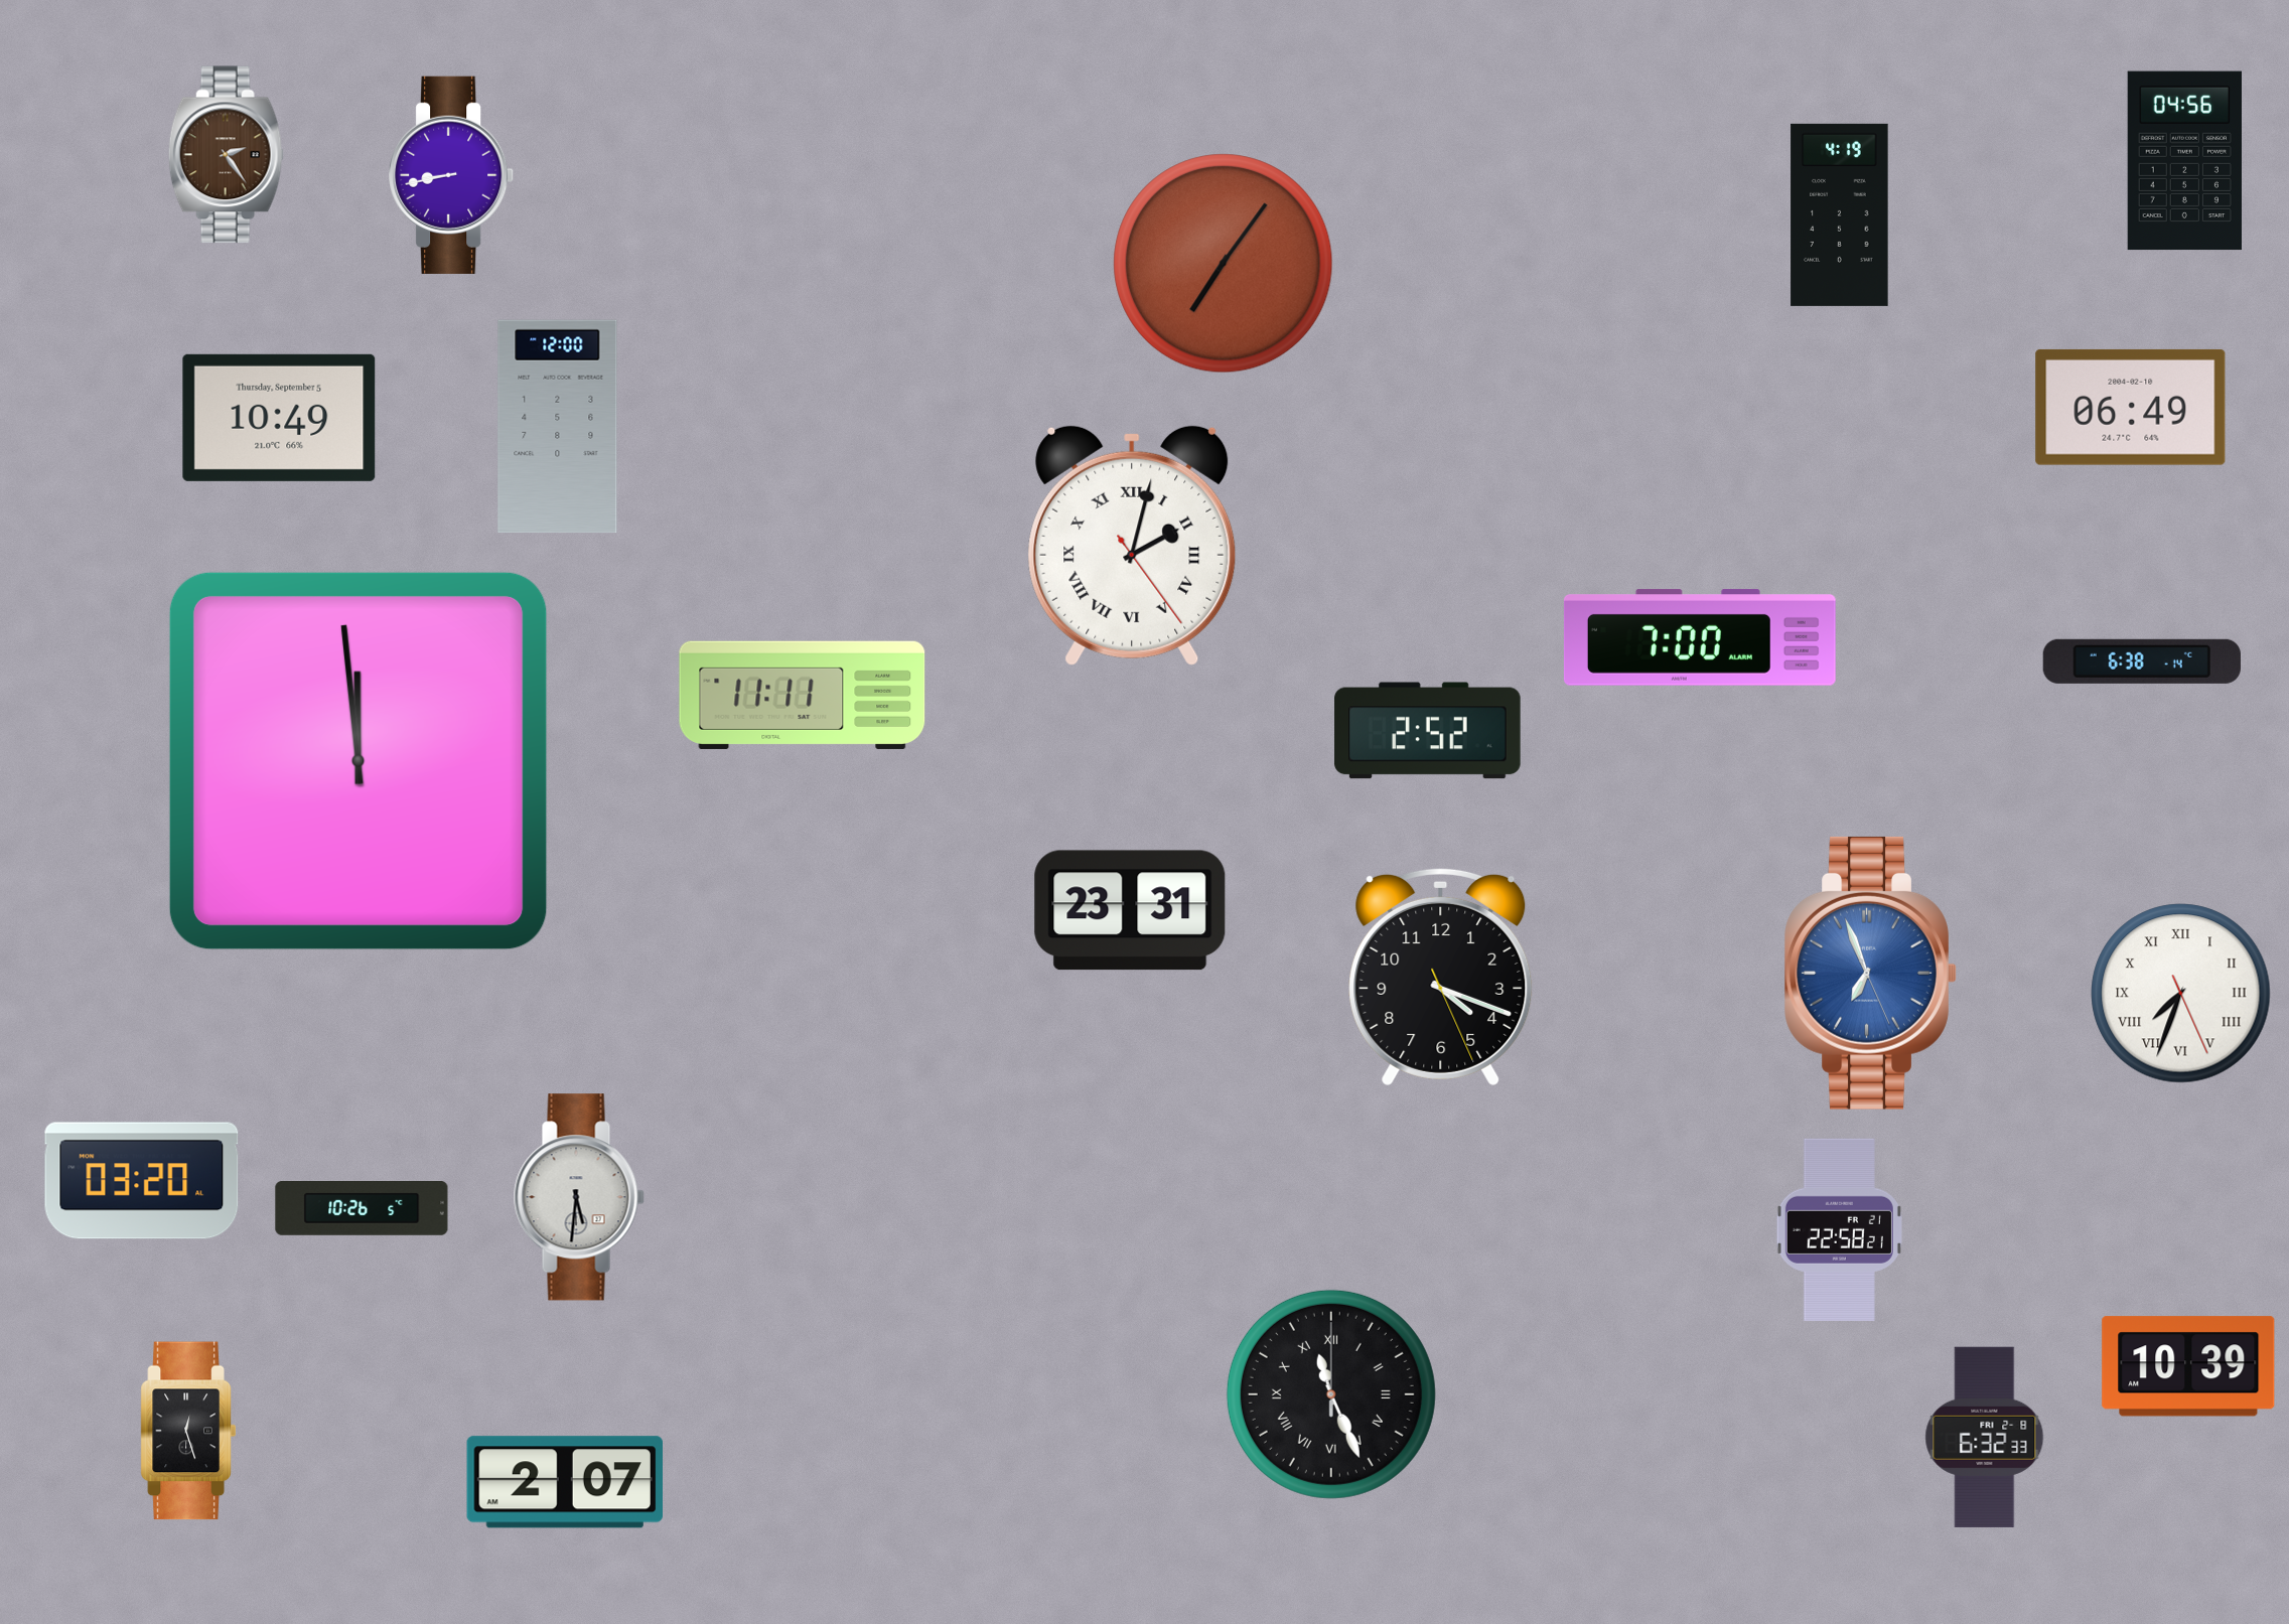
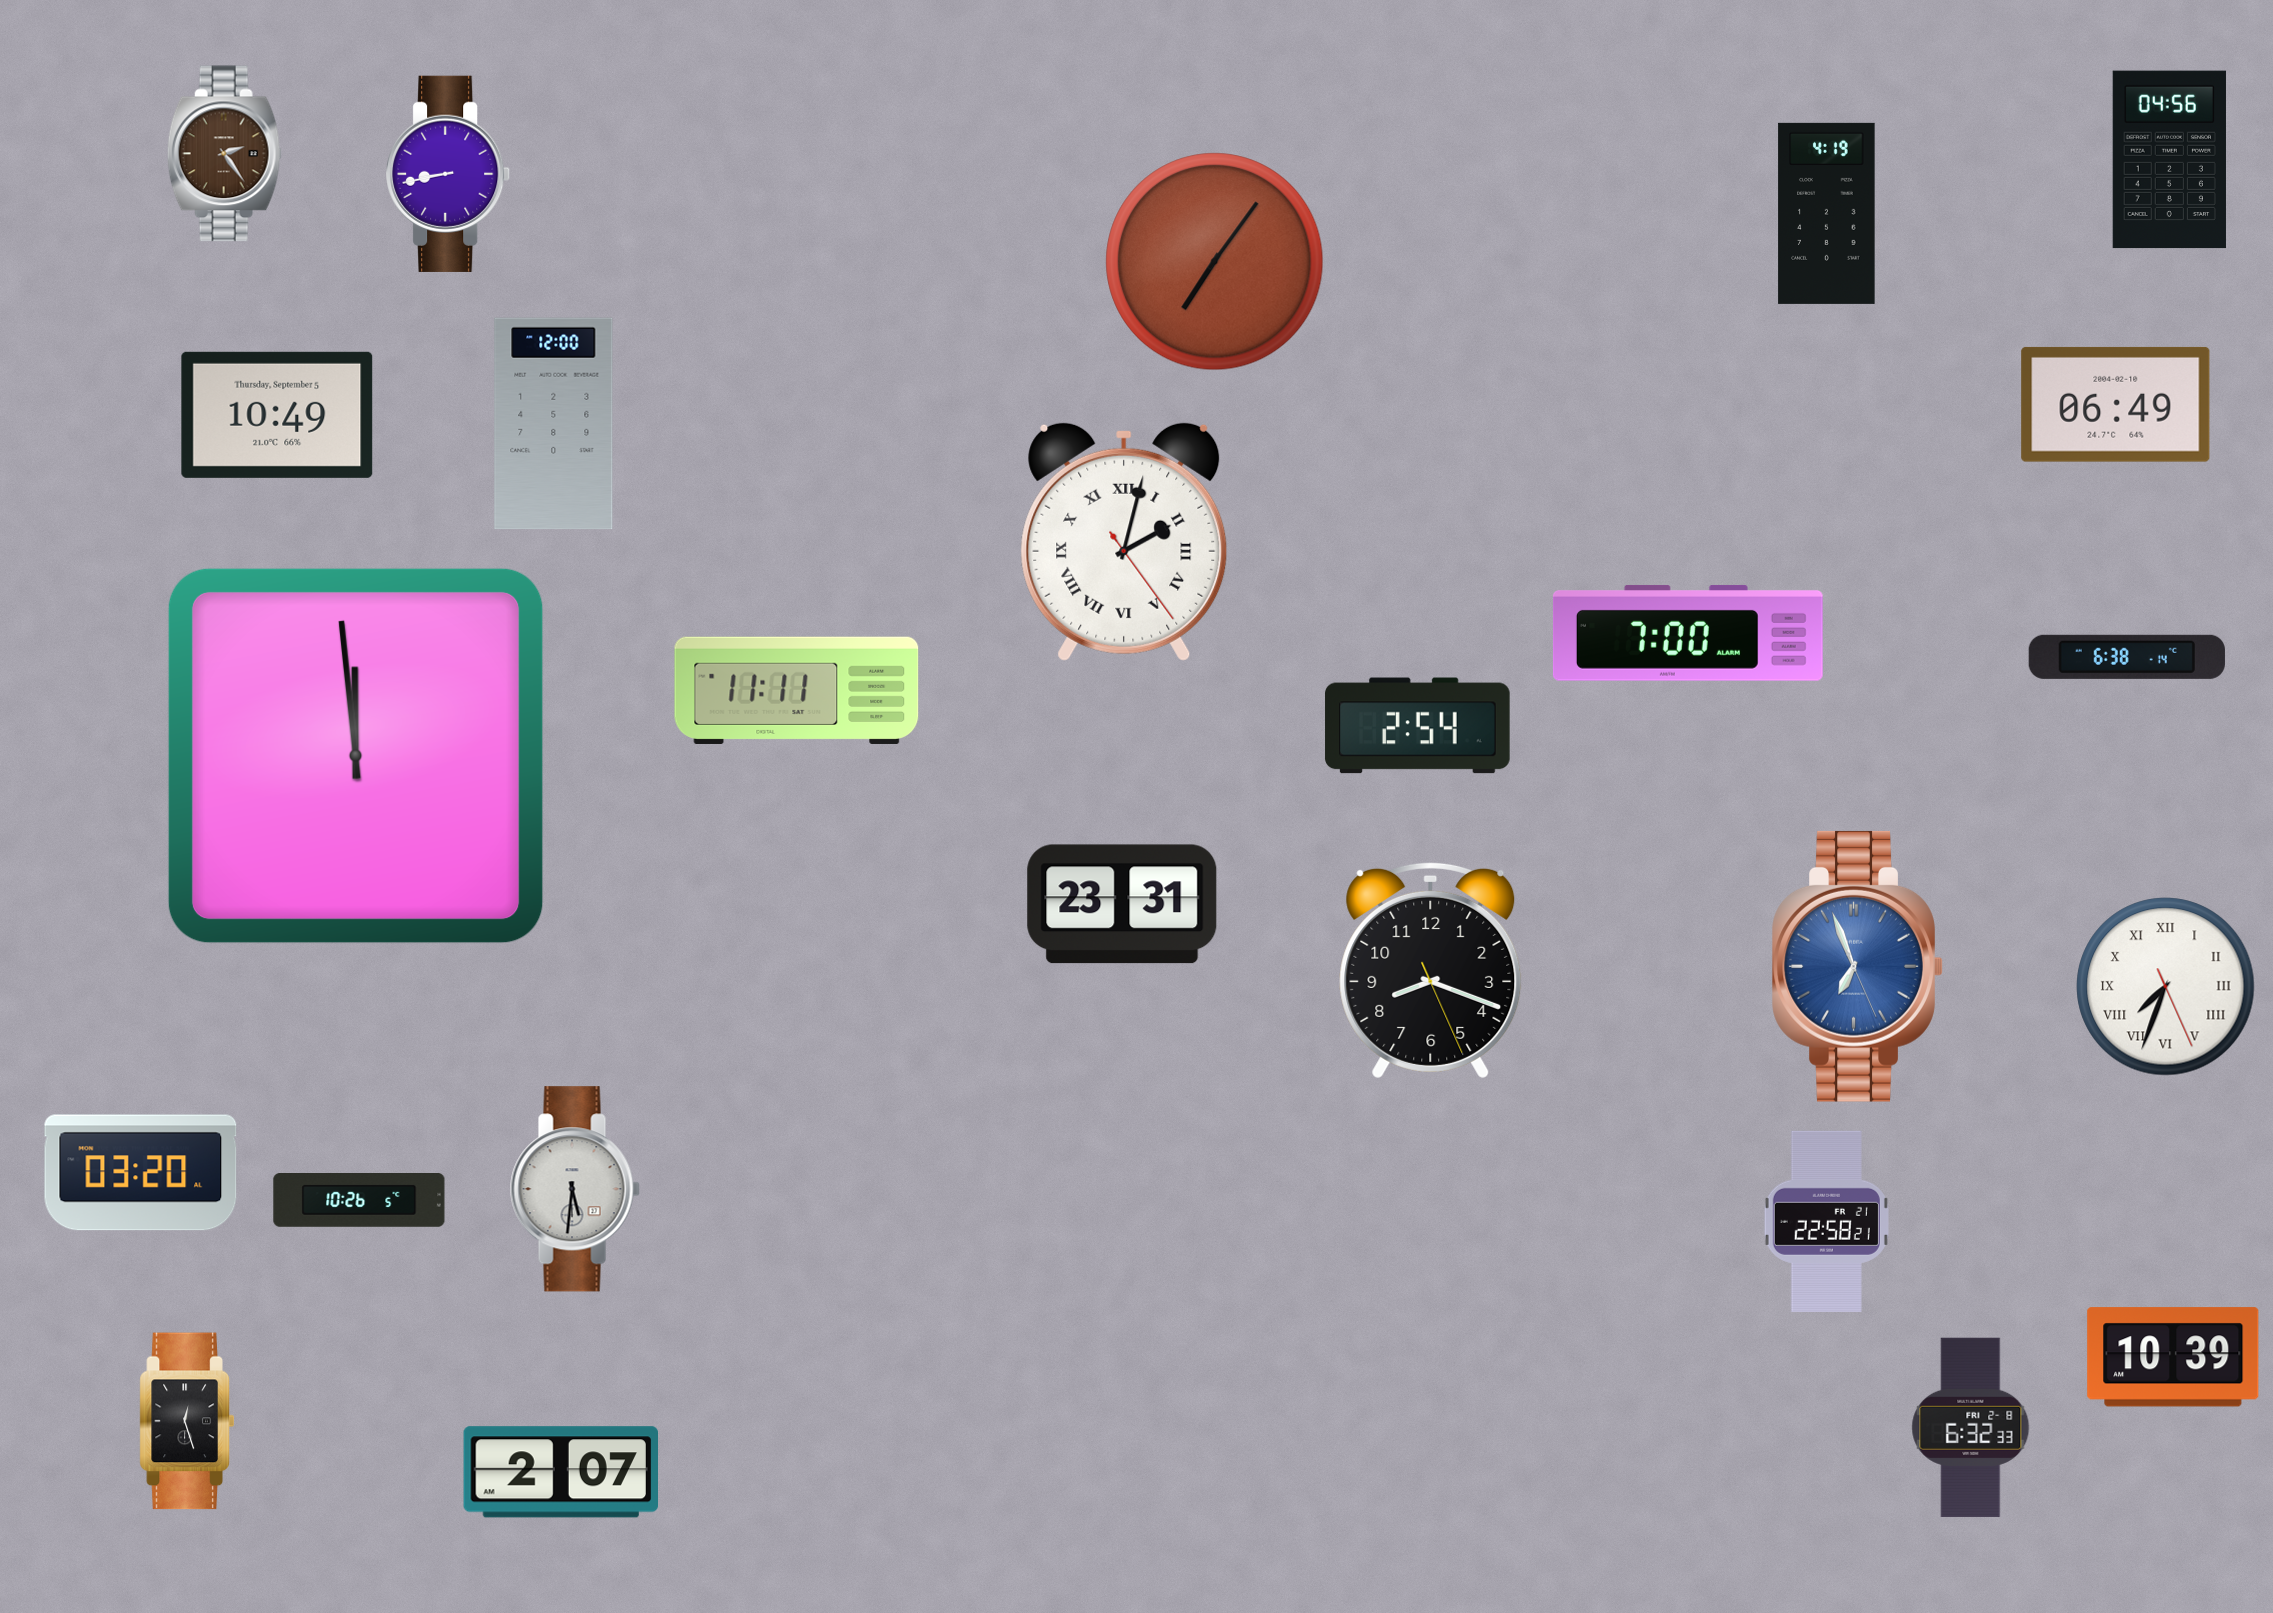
clock at (1428, 731): 2:52 -> 2:54
clock at (1441, 977): 4:18 -> 8:18
clock at (1331, 1394): 11:26 -> none
